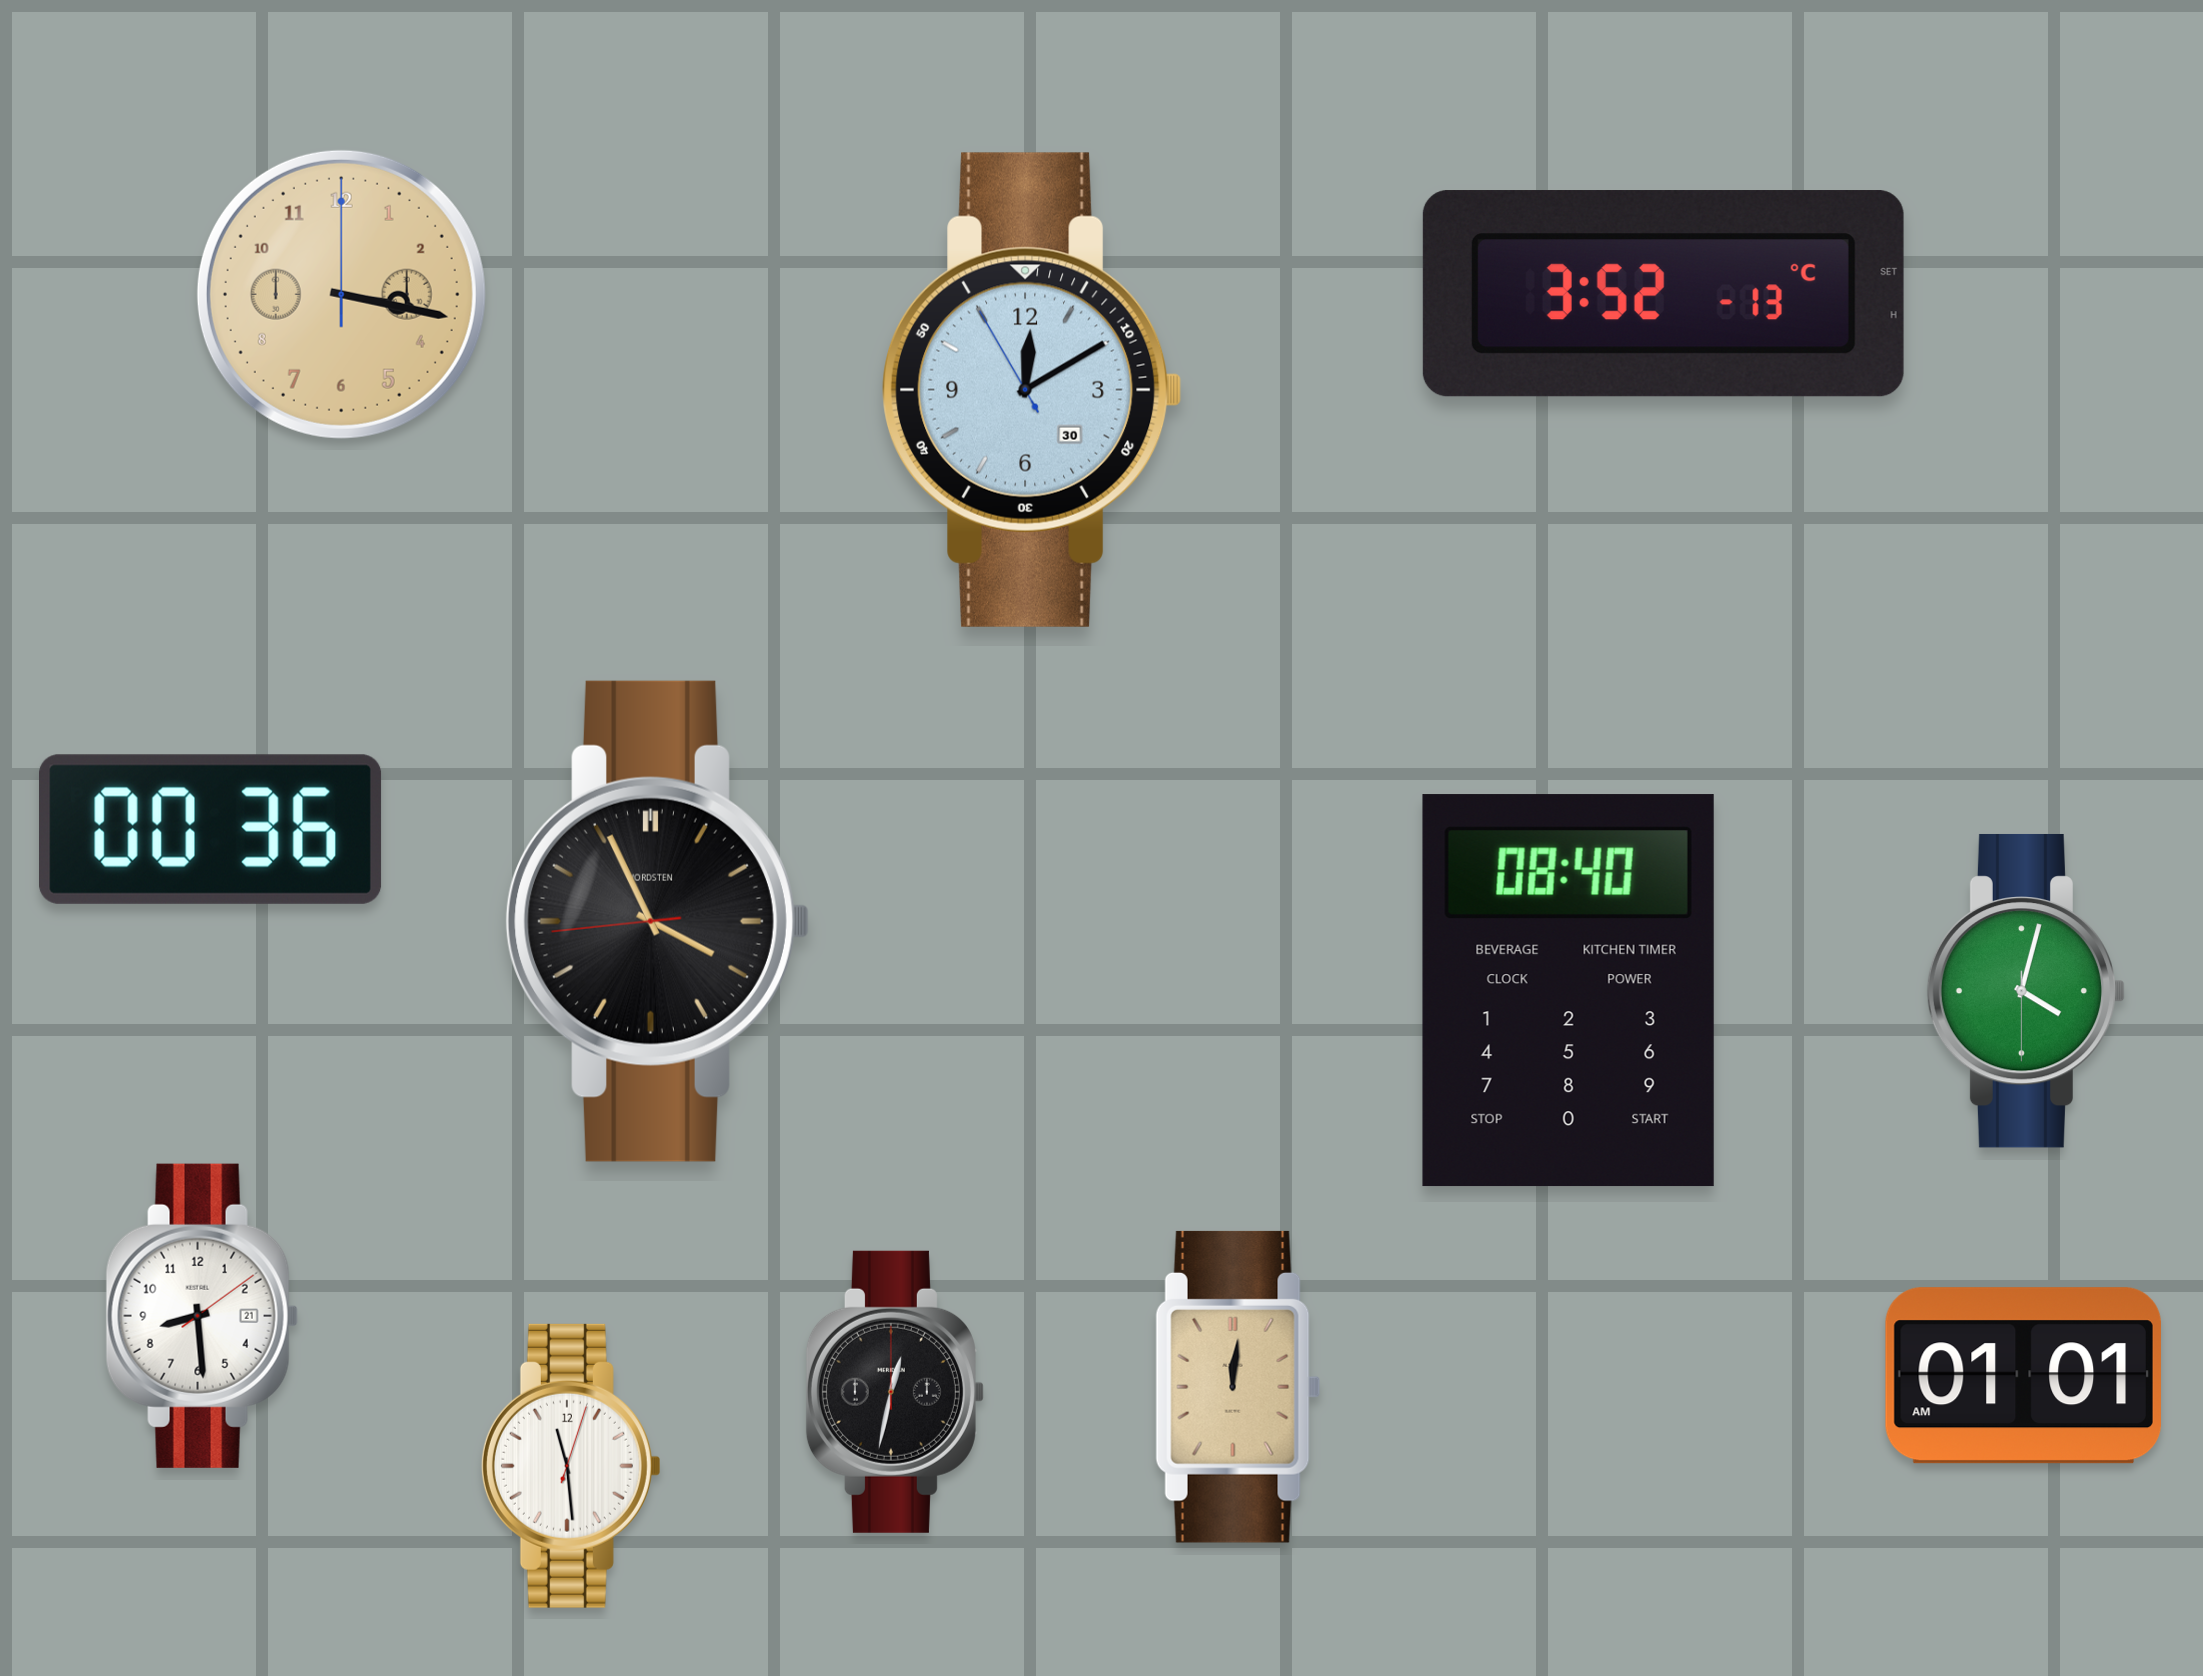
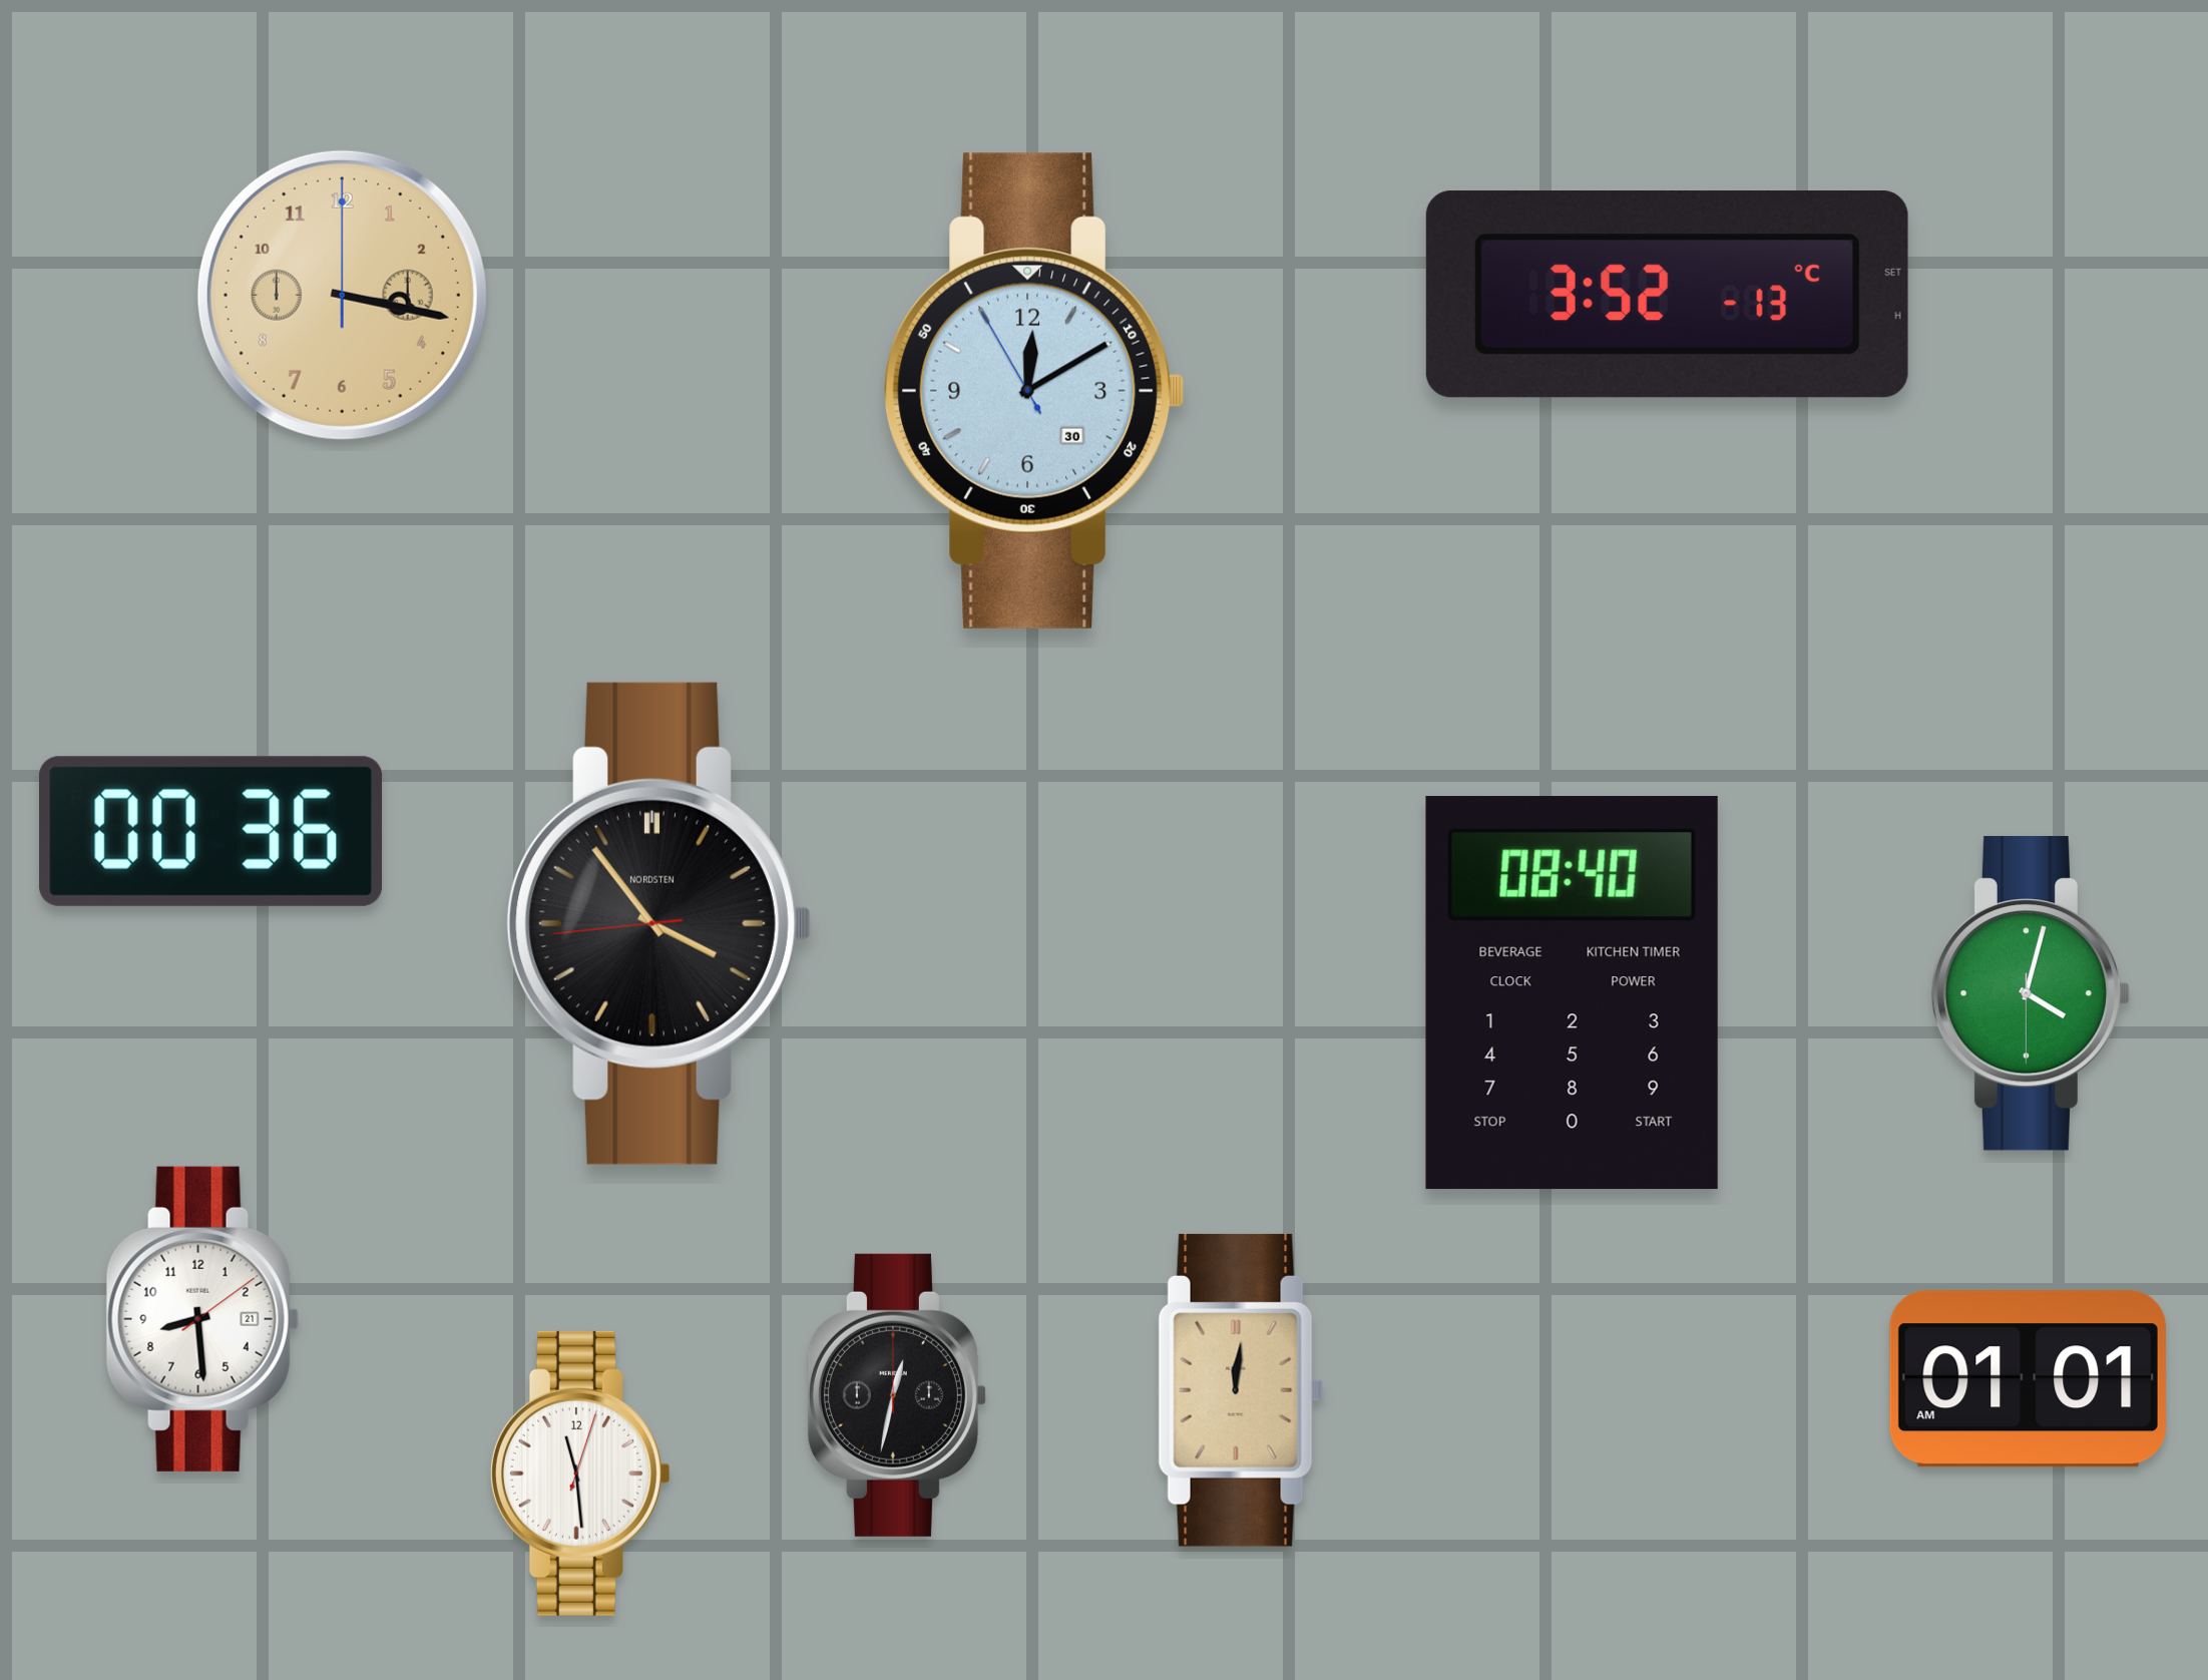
clock at (657, 921): 3:55 -> 3:53
clock at (571, 1466) position: (571, 1466) -> (580, 1474)
